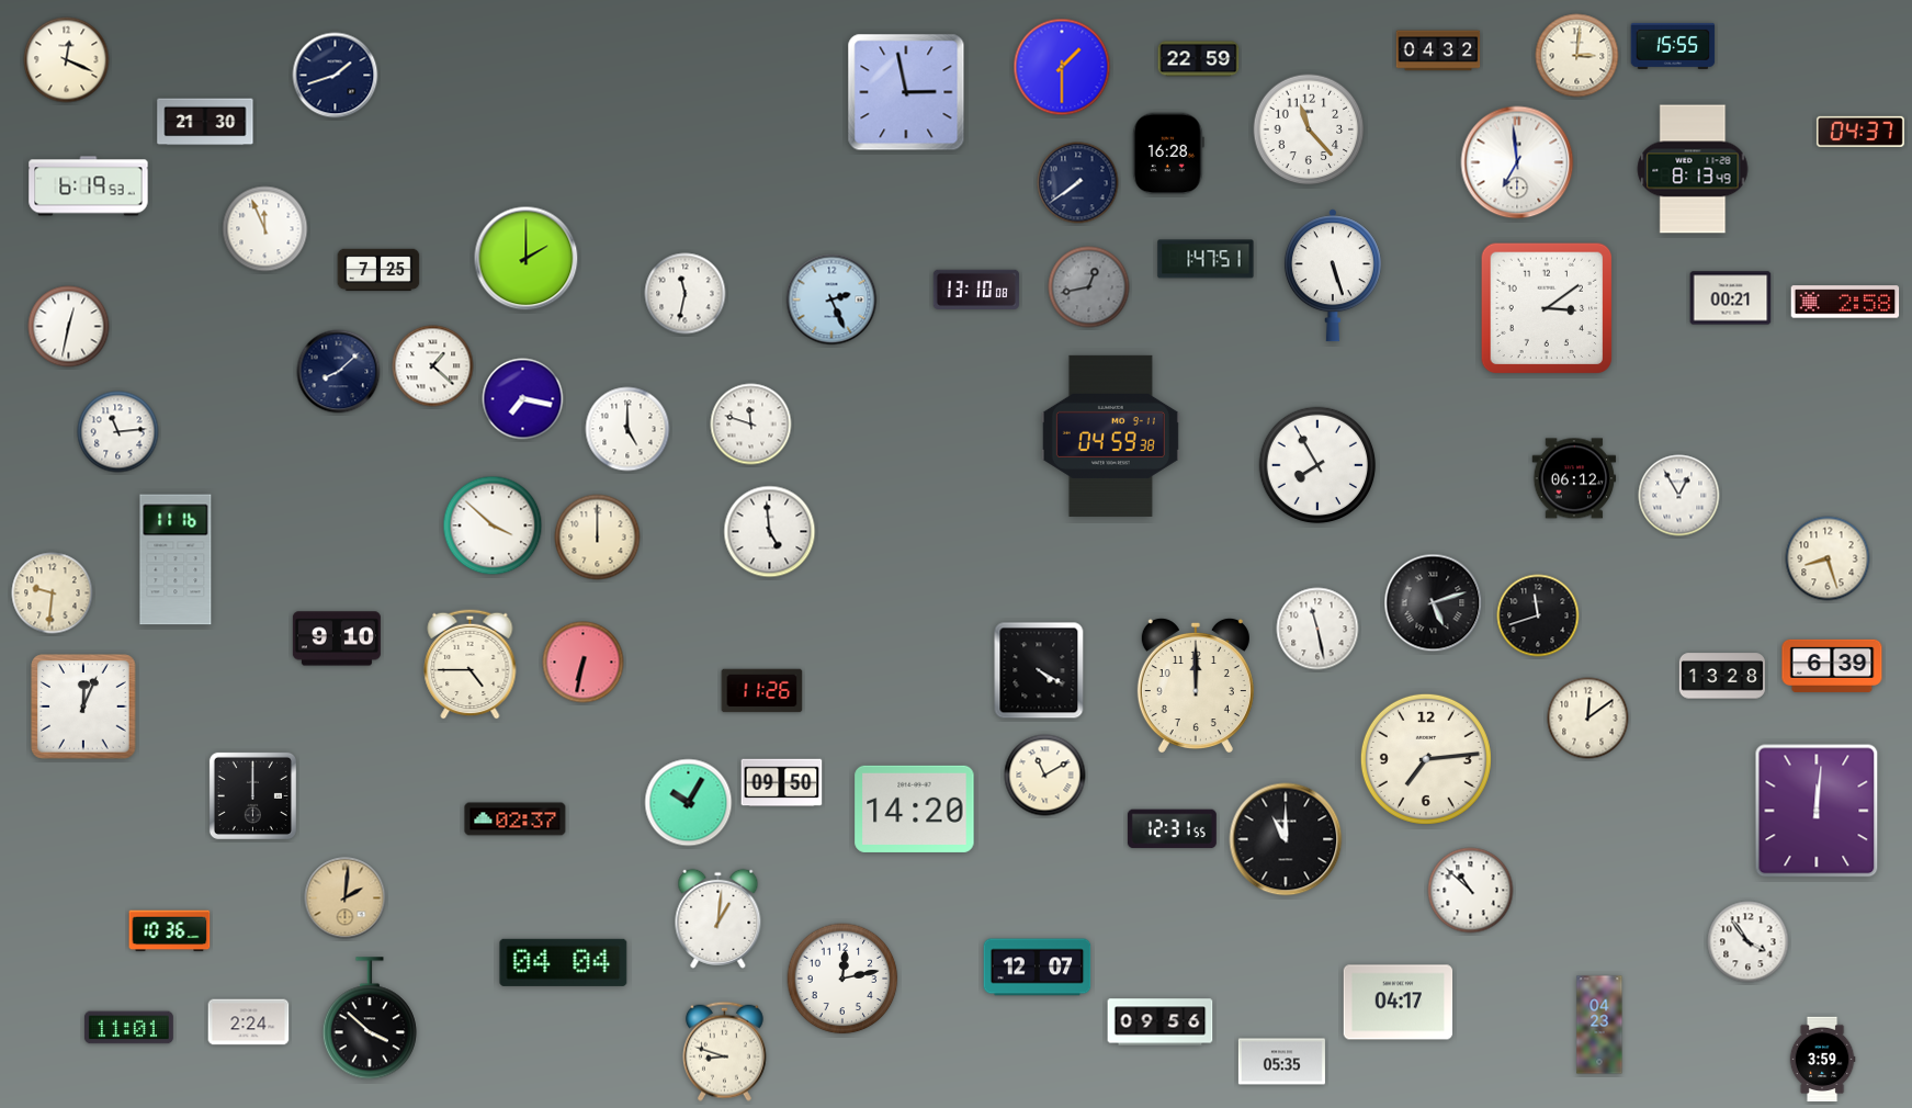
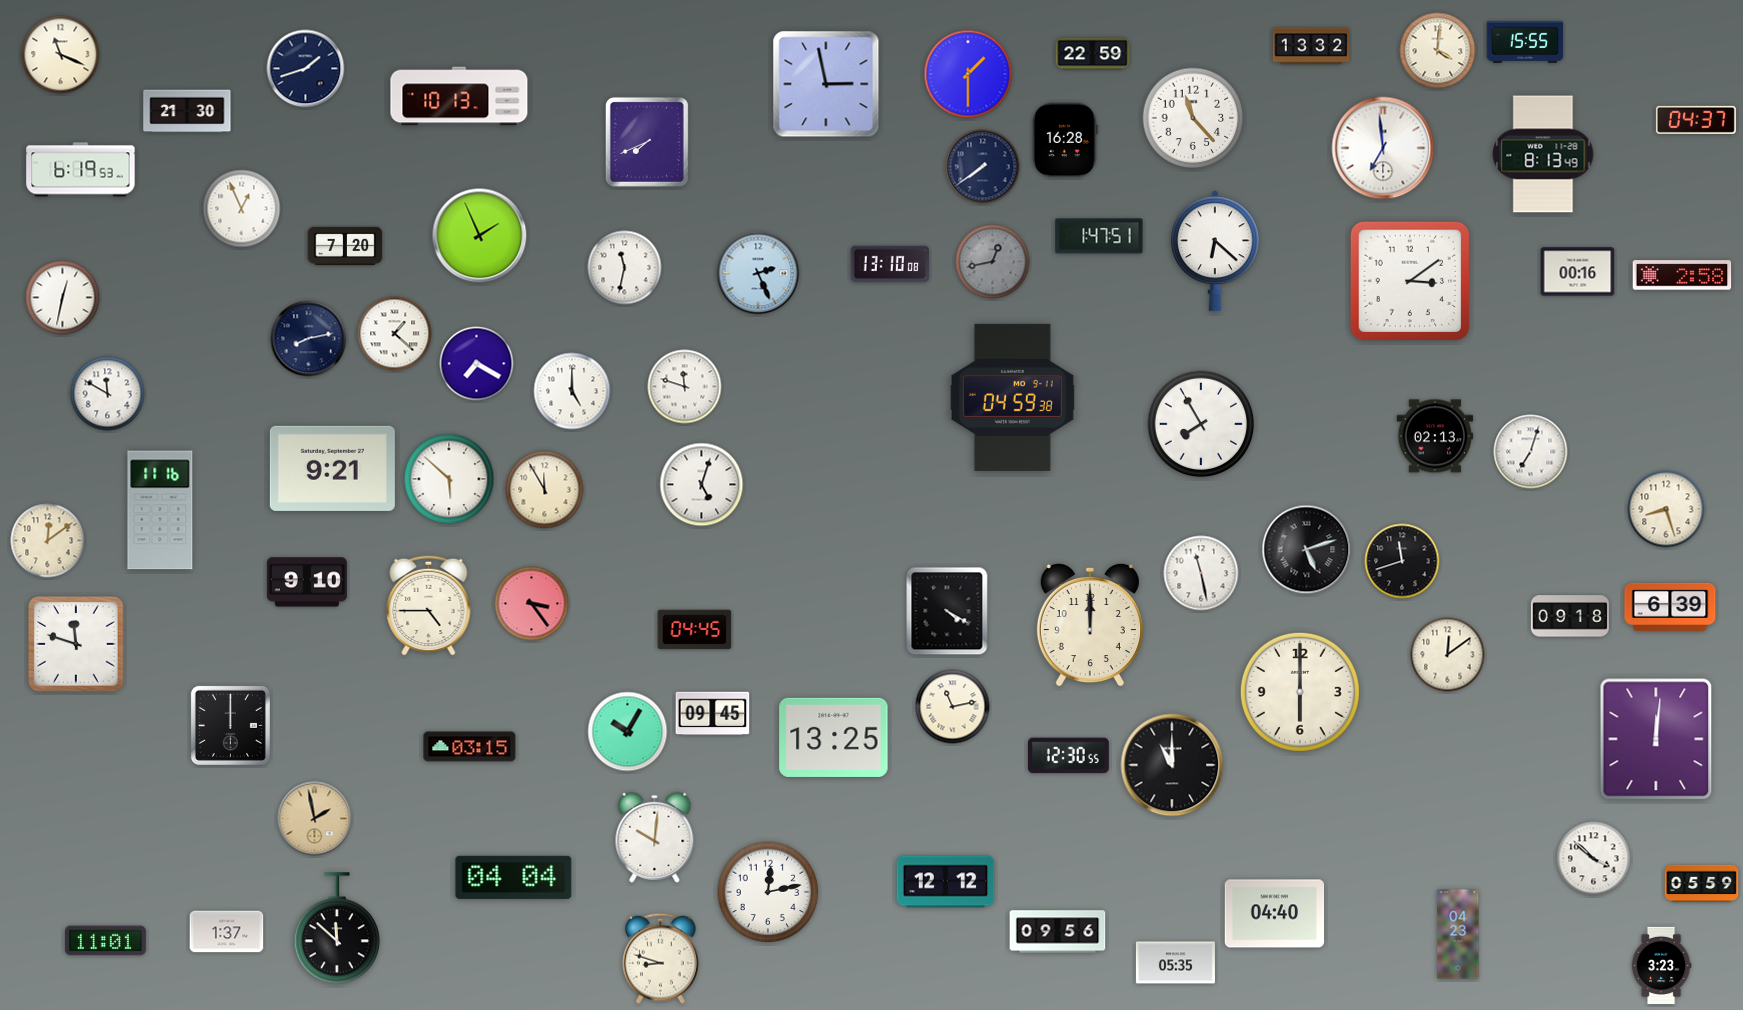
clock at (1438, 50): 04:32 -> 13:32
clock at (1577, 56): 3:01 -> 4:01
clock at (67, 60): 12:19 -> 11:19
clock at (1062, 67) position: (1062, 67) -> (968, 74)
clock at (459, 96): none -> 10:13
clock at (647, 142): none -> 7:41
clock at (265, 229): 11:56 -> 12:56
clock at (527, 259): 2:00 -> 1:56
clock at (378, 270): 7:25 -> 7:20
clock at (1333, 275): 5:27 -> 6:22
clock at (1731, 298): 00:21 -> 00:16
clock at (339, 372): 8:08 -> 8:13
clock at (523, 399): 7:17 -> 7:20
clock at (118, 432): 11:14 -> 11:50
clock at (1574, 478): 06:12 -> 02:13
clock at (1679, 496): 12:55 -> 7:03
clock at (332, 468): none -> 9:21
clock at (493, 525): 3:52 -> 5:52
clock at (770, 532): 4:59 -> 5:03
clock at (598, 538): 12:00 -> 11:55
clock at (53, 593): 9:31 -> 12:09
clock at (584, 663): 6:32 -> 3:24
clock at (1722, 676): 13:28 -> 09:18
clock at (762, 691): 11:26 -> 04:45
clock at (83, 706): 12:04 -> 11:48
clock at (1426, 759): 7:14 -> 6:00
clock at (1045, 776): 11:10 -> 11:13
clock at (782, 783): 09:50 -> 09:45
clock at (915, 809): 14:20 -> 13:25
clock at (516, 819): 02:37 -> 03:15
clock at (1172, 829): 12:31 -> 12:30
clock at (1471, 891): 10:52 -> none
clock at (346, 898): 2:01 -> 1:58
clock at (719, 918): 1:01 -> 10:01
clock at (170, 931): 10:36 -> none
clock at (1749, 942): 3:54 -> 3:52
clock at (1038, 968): 12:07 -> 12:12
clock at (1702, 883): none -> 05:59
clock at (1399, 1003): 04:17 -> 04:40
clock at (370, 1019): 3:52 -> 11:52
clock at (249, 1022): 2:24 -> 1:37
clock at (128, 1028) position: (128, 1028) -> (105, 941)
clock at (1822, 1060): 3:59 -> 3:23
clock at (1281, 1062) position: (1281, 1062) -> (1175, 963)
